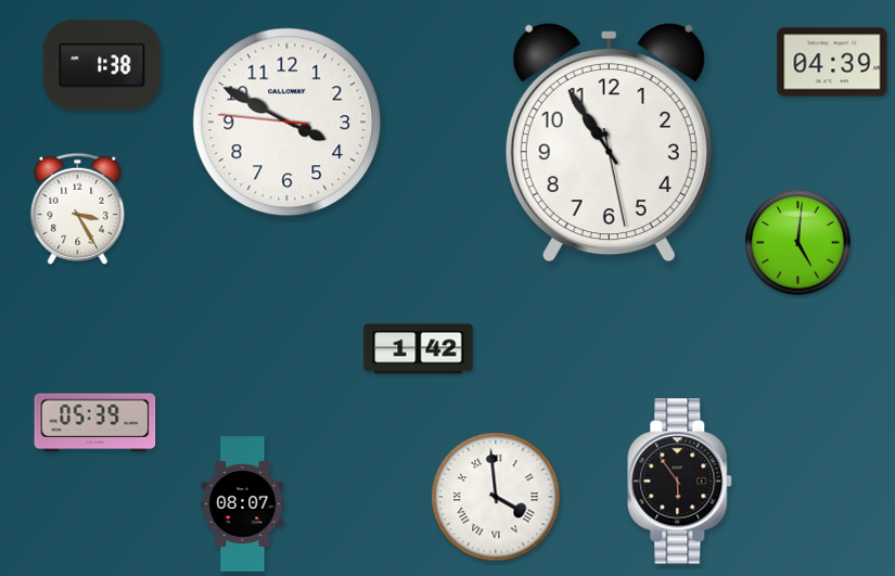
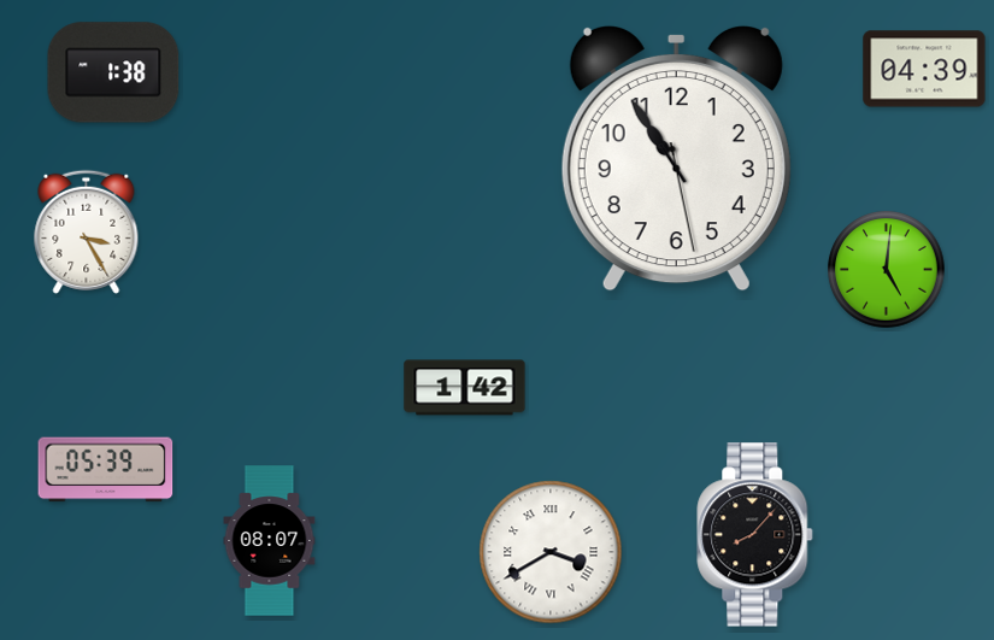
clock at (287, 123): 3:49 -> none
clock at (680, 482): 5:54 -> 8:07
clock at (496, 497): 3:59 -> 3:40
clock at (243, 504) position: (243, 504) -> (270, 541)
